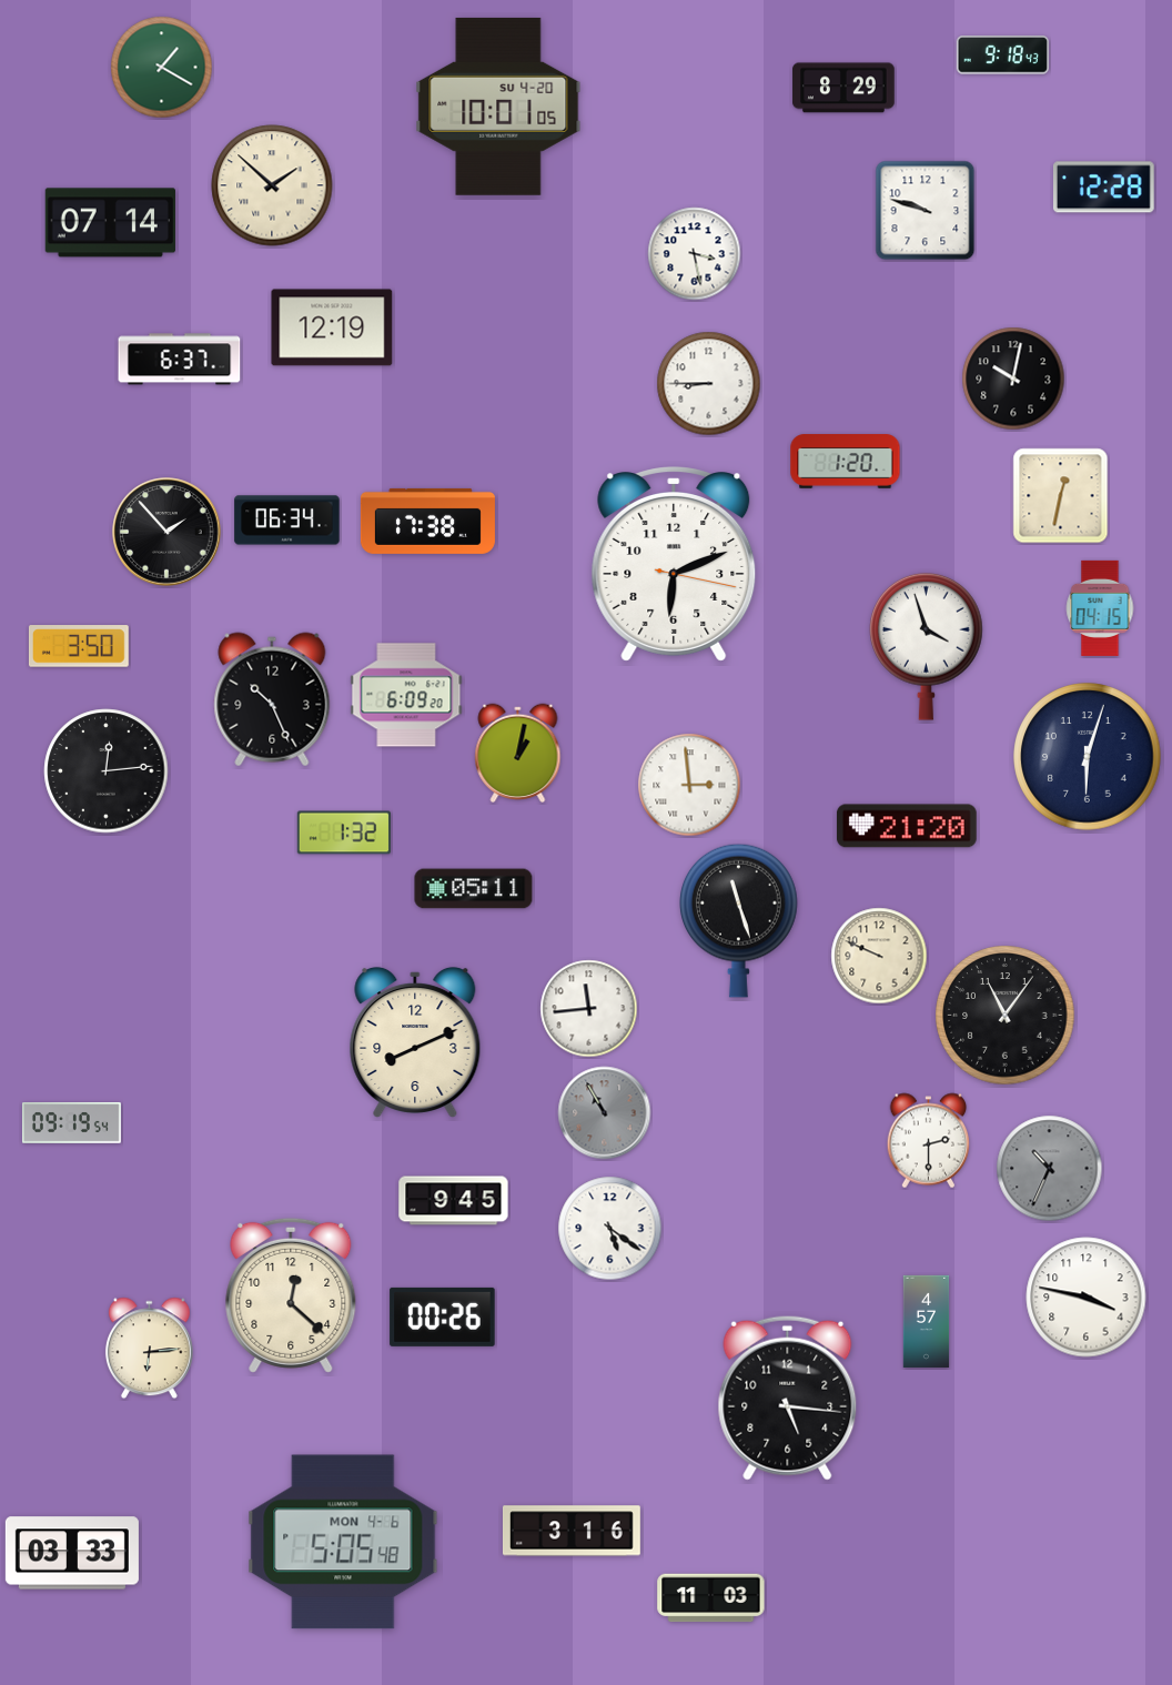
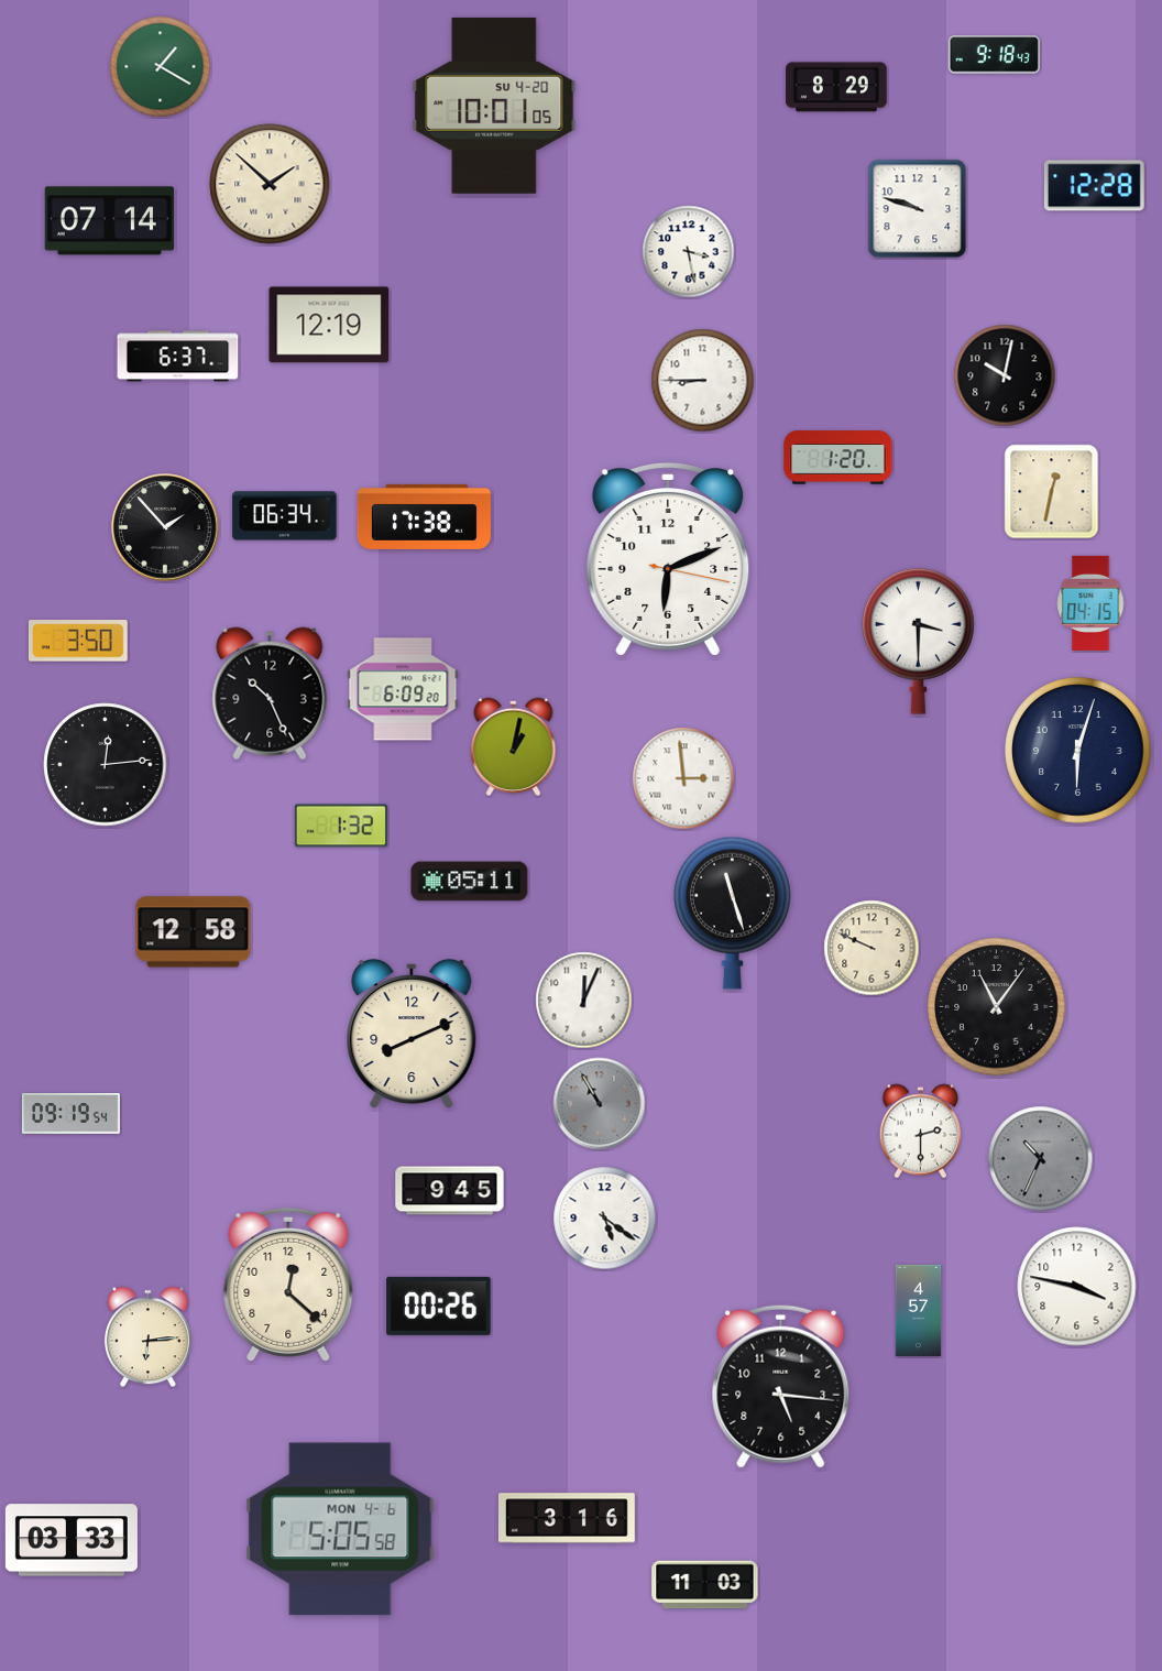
clock at (927, 646): 3:57 -> 3:30
clock at (907, 826): 21:20 -> none
clock at (194, 932): none -> 12:58
clock at (589, 1009): 11:44 -> 12:04
clock at (343, 1542): 5:05:48 -> 5:05:58
